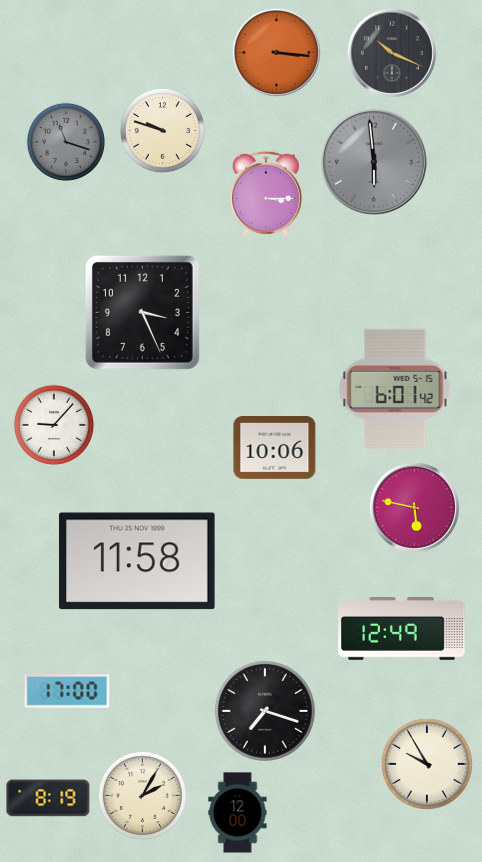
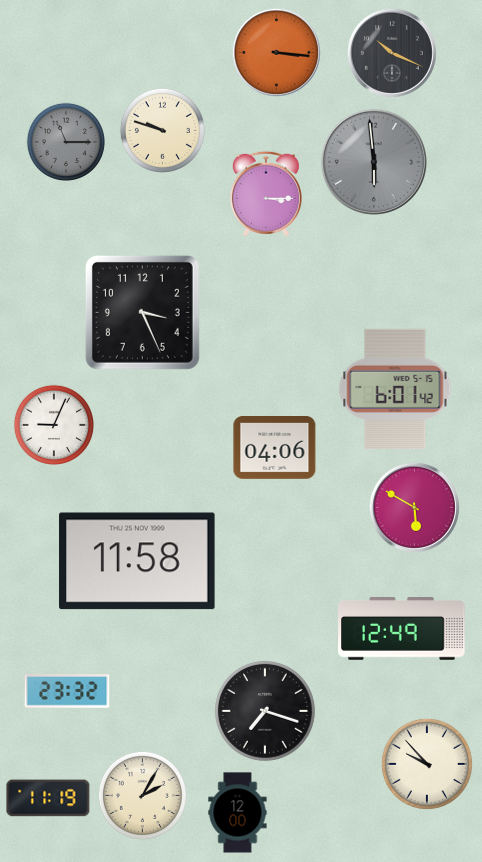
clock at (66, 142): 11:18 -> 11:15
clock at (54, 425): 9:07 -> 9:04
clock at (275, 448): 10:06 -> 04:06
clock at (414, 507): 5:47 -> 5:50
clock at (67, 692): 17:00 -> 23:32
clock at (427, 764): 9:55 -> 9:53
clock at (48, 798): 8:19 -> 11:19
